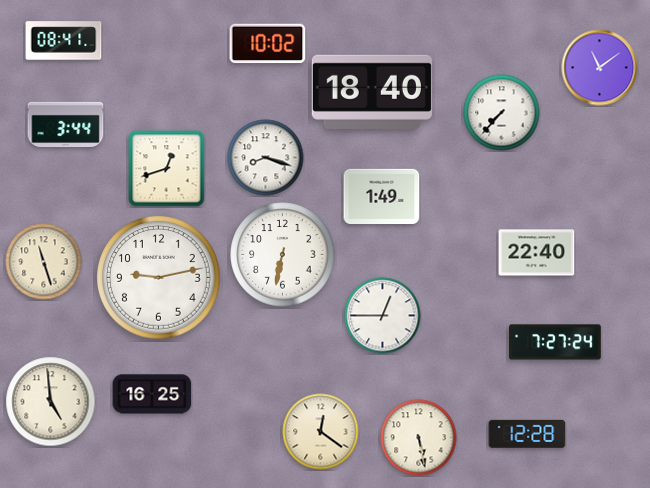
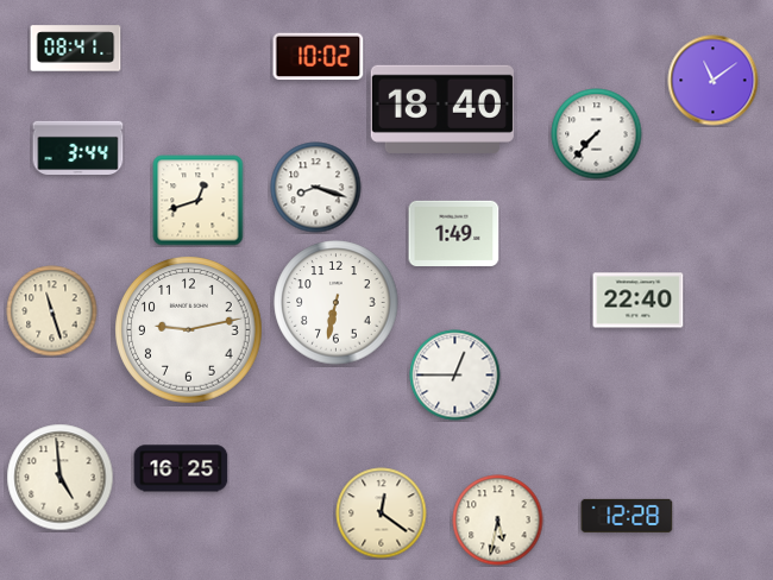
clock at (268, 44) position: (268, 44) -> (319, 57)
clock at (555, 342): 7:27 -> none
clock at (419, 438): 5:28 -> 5:32
